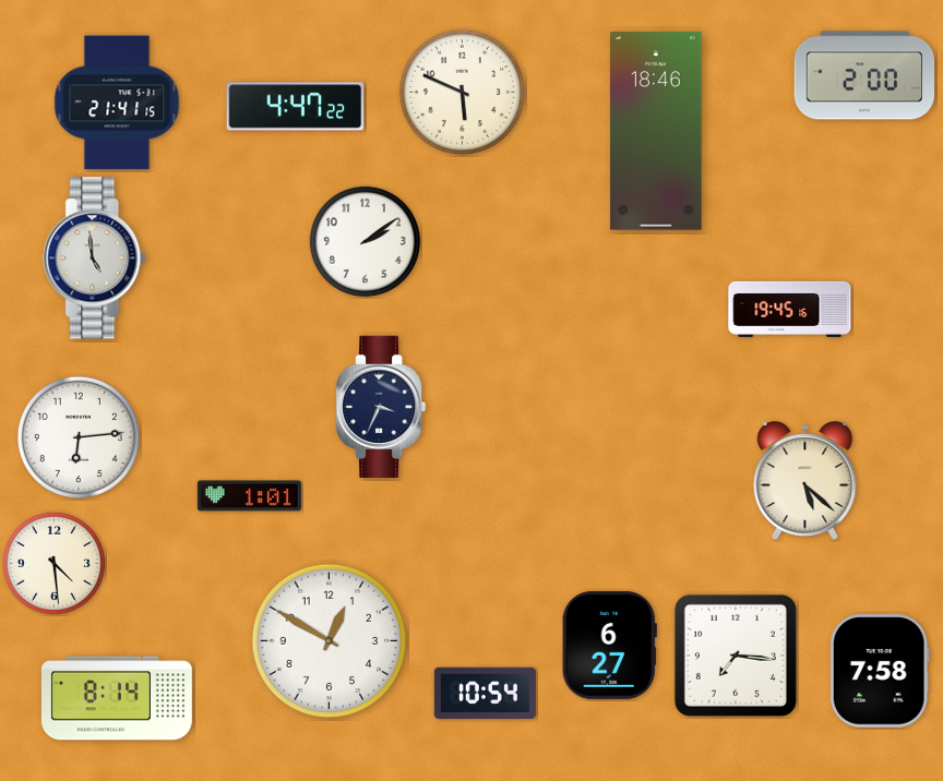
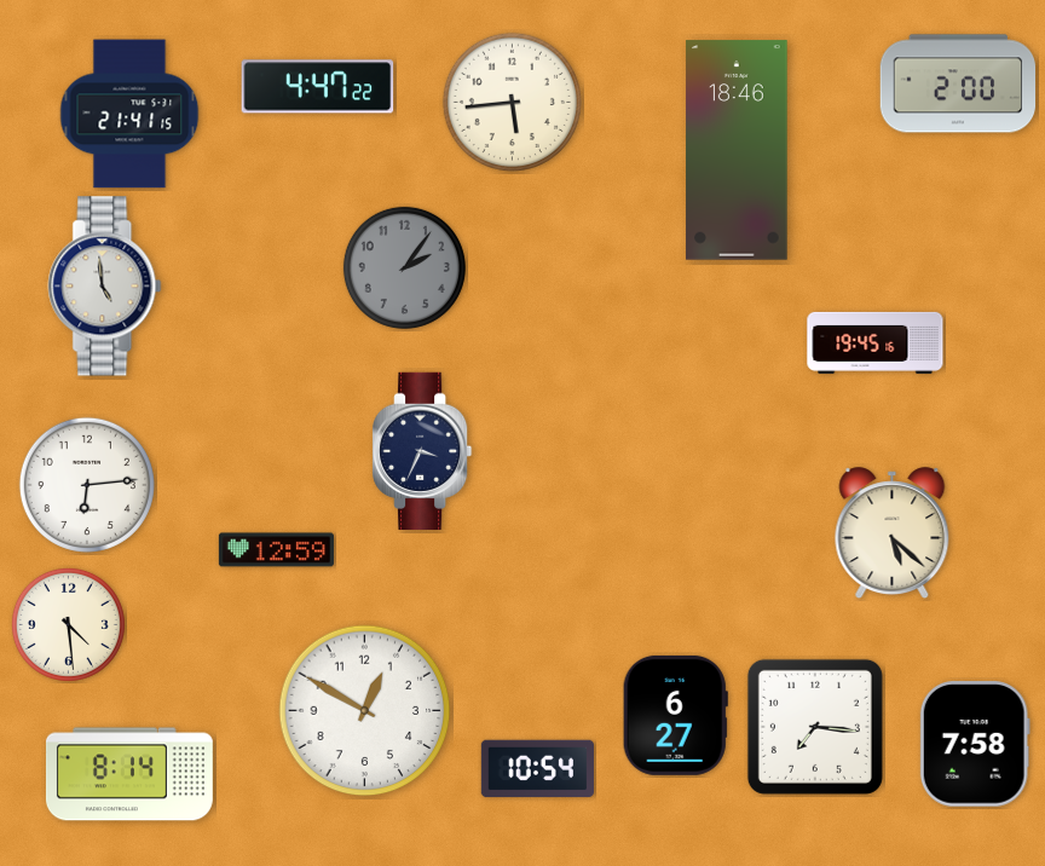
clock at (462, 92): 5:49 -> 5:44
clock at (296, 107) position: (296, 107) -> (318, 87)
clock at (656, 131) position: (656, 131) -> (737, 150)
clock at (365, 241): 2:09 -> 2:06
clock at (365, 241) dial: white -> grey
clock at (249, 496): 1:01 -> 12:59
clock at (53, 563) position: (53, 563) -> (68, 624)
